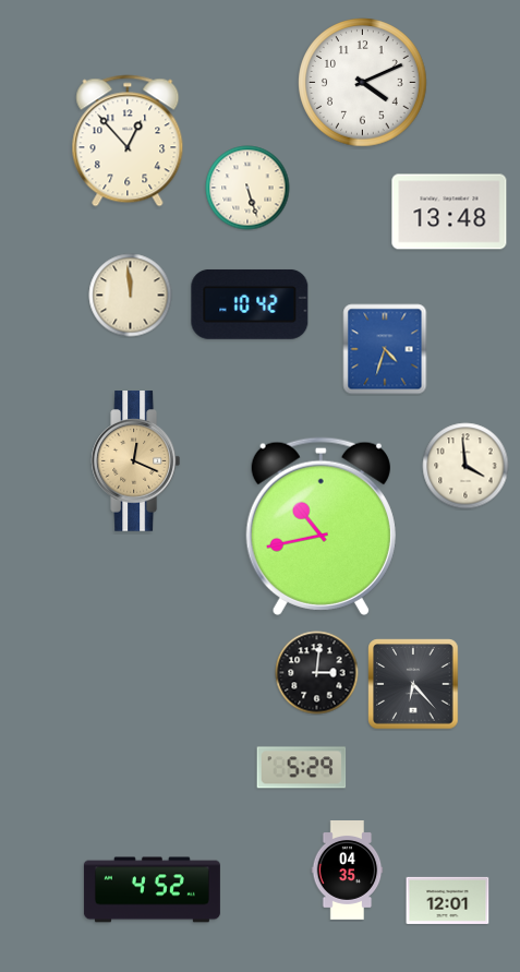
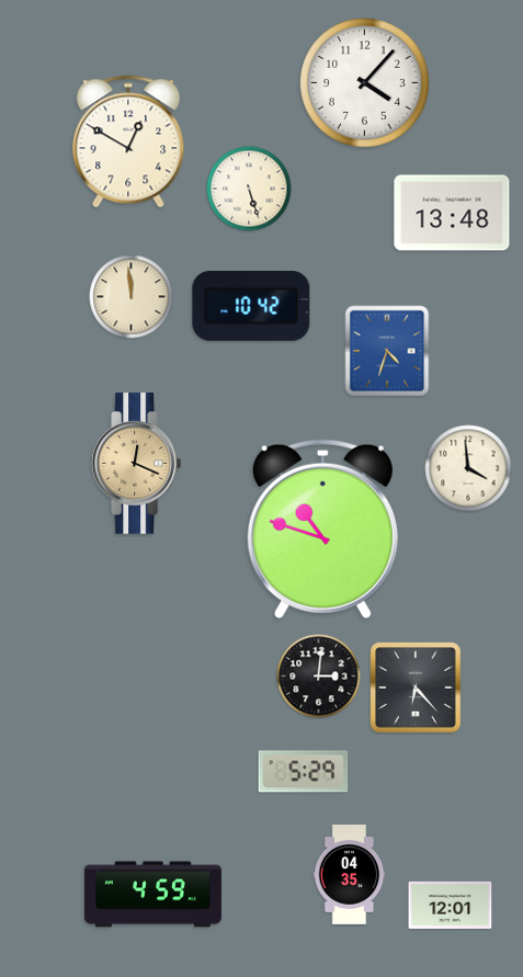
clock at (363, 83): 4:11 -> 4:07
clock at (128, 141): 12:53 -> 12:50
clock at (321, 526): 10:43 -> 10:48
clock at (152, 890): 4:52 -> 4:59
